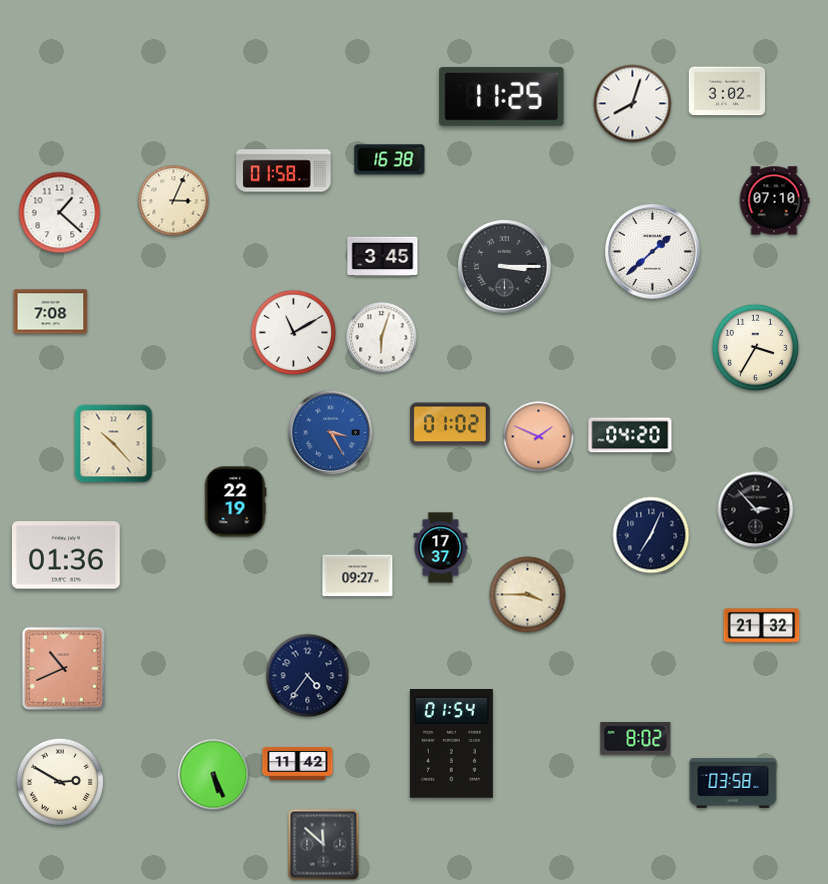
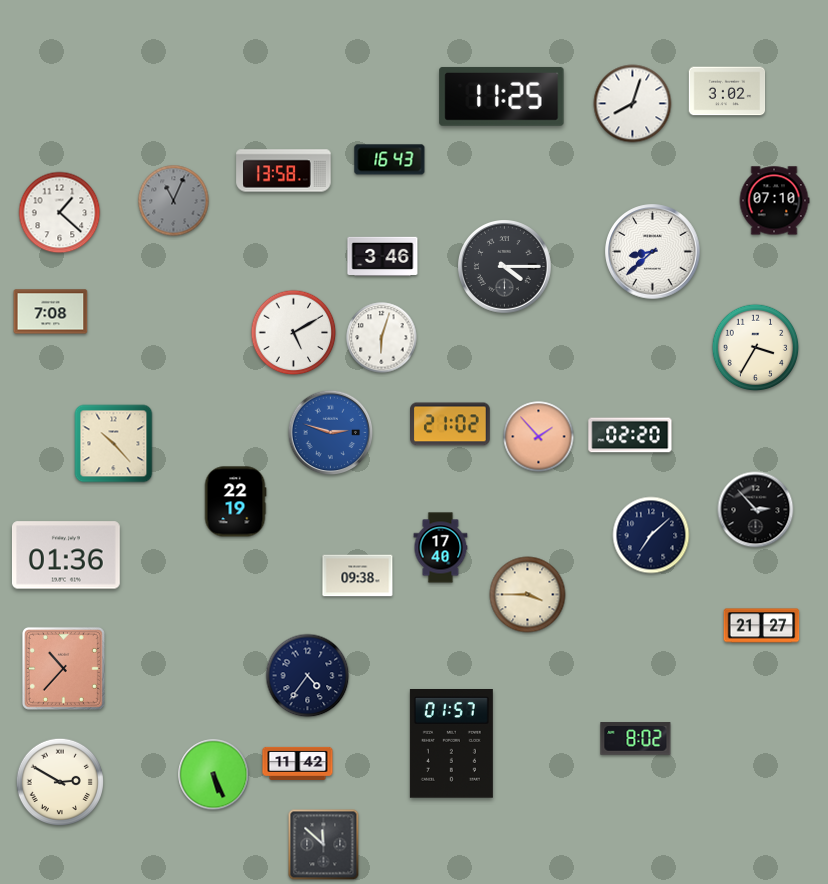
clock at (390, 160): 16:38 -> 16:43
clock at (284, 171): 01:58 -> 13:58
clock at (174, 201): 3:04 -> 11:04
clock at (174, 201) dial: cream -> grey
clock at (653, 252): 1:38 -> 8:38
clock at (383, 256): 3:45 -> 3:46
clock at (505, 267): 3:15 -> 4:15
clock at (294, 333): 11:10 -> 5:10
clock at (451, 424): 01:02 -> 21:02
clock at (331, 433): 3:25 -> 2:48
clock at (630, 435): 04:20 -> 02:20
clock at (539, 437): 1:49 -> 1:53
clock at (651, 535): 7:04 -> 7:08
clock at (441, 548): 17:37 -> 17:40
clock at (358, 576): 09:27 -> 09:38
clock at (762, 626): 21:32 -> 21:27
clock at (63, 668): 10:41 -> 10:37
clock at (451, 744): 01:54 -> 01:57
clock at (733, 783): 03:58 -> none
